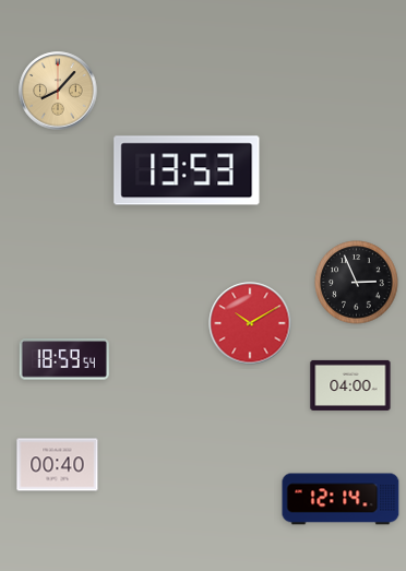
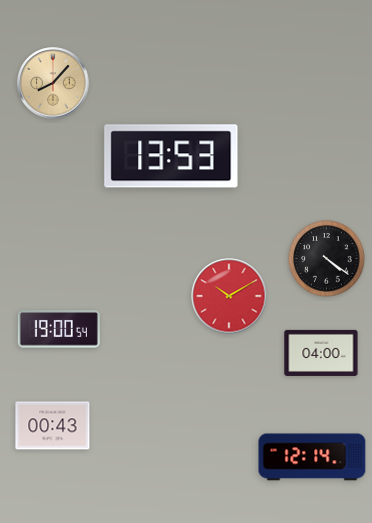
clock at (357, 283): 2:56 -> 4:21
clock at (64, 359): 18:59 -> 19:00
clock at (58, 465): 00:40 -> 00:43
